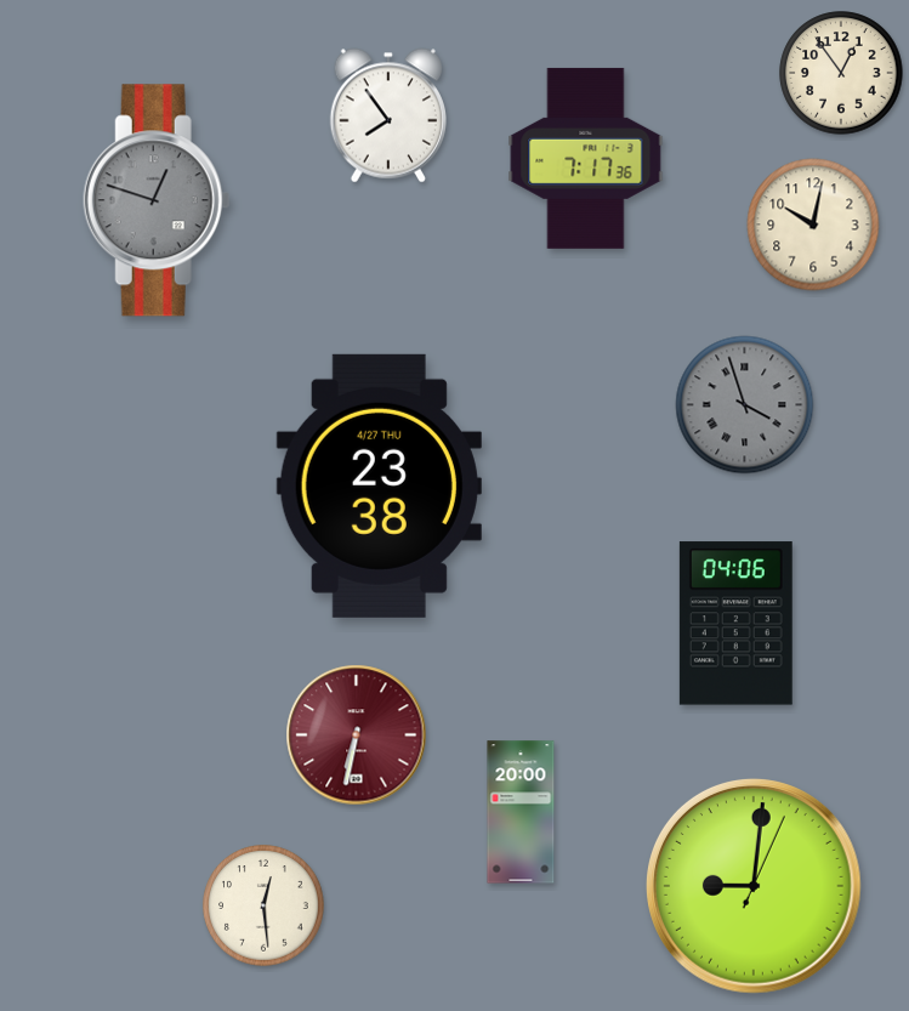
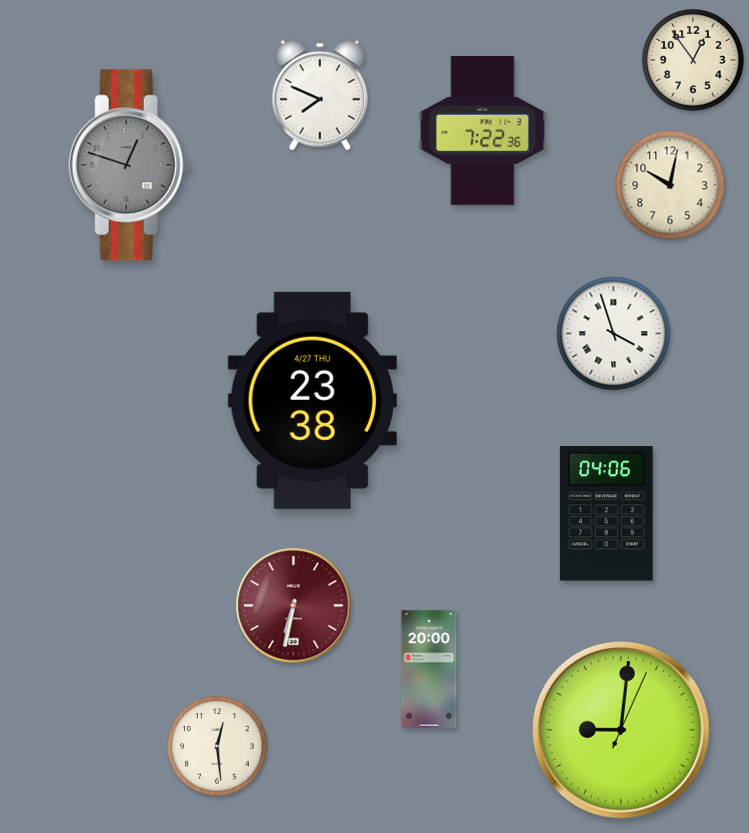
clock at (387, 115): 7:54 -> 7:49
clock at (586, 158): 7:17 -> 7:22
clock at (745, 405) dial: grey -> white
